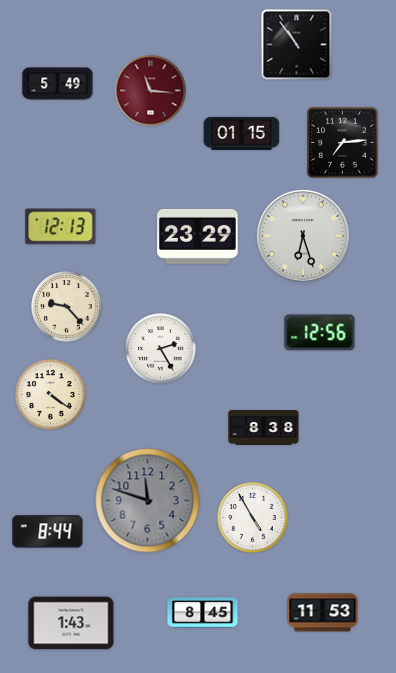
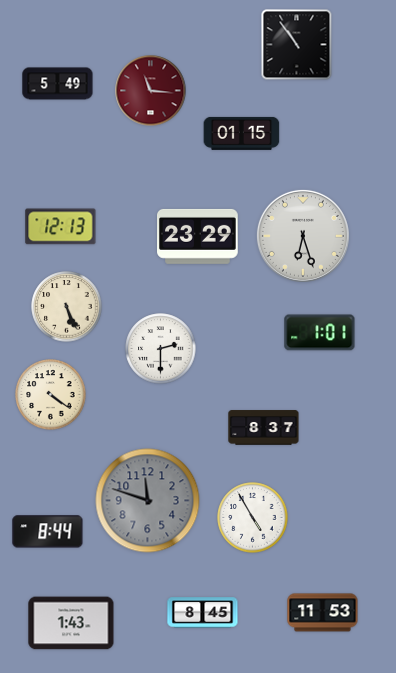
clock at (343, 143): 7:14 -> none
clock at (67, 307): 9:23 -> 5:26
clock at (320, 333): 12:56 -> 1:01
clock at (161, 349): 2:25 -> 2:30
clock at (264, 428): 8:38 -> 8:37
